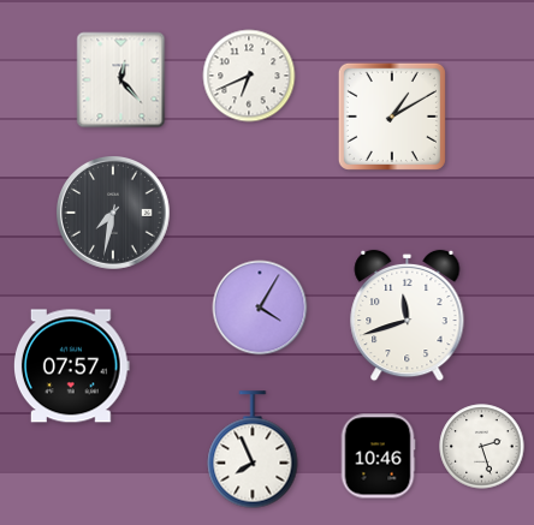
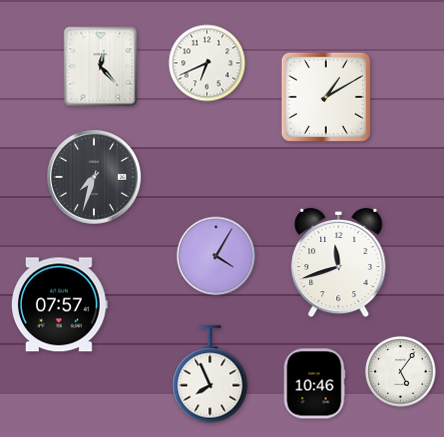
clock at (114, 214): 7:32 -> 7:33
clock at (482, 447): 2:27 -> 5:06
clock at (378, 457) position: (378, 457) -> (314, 384)
